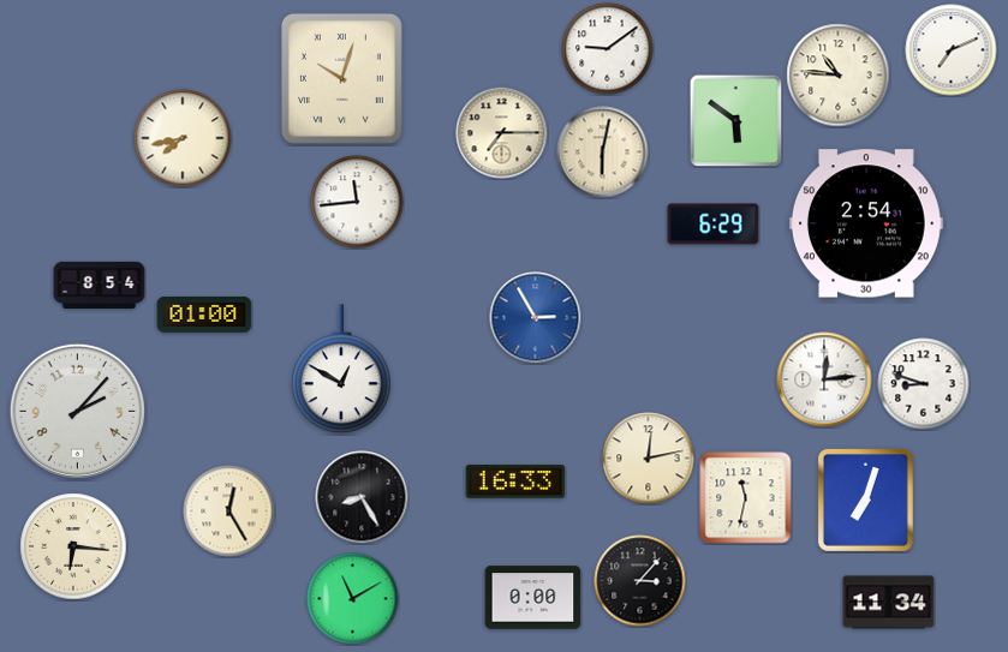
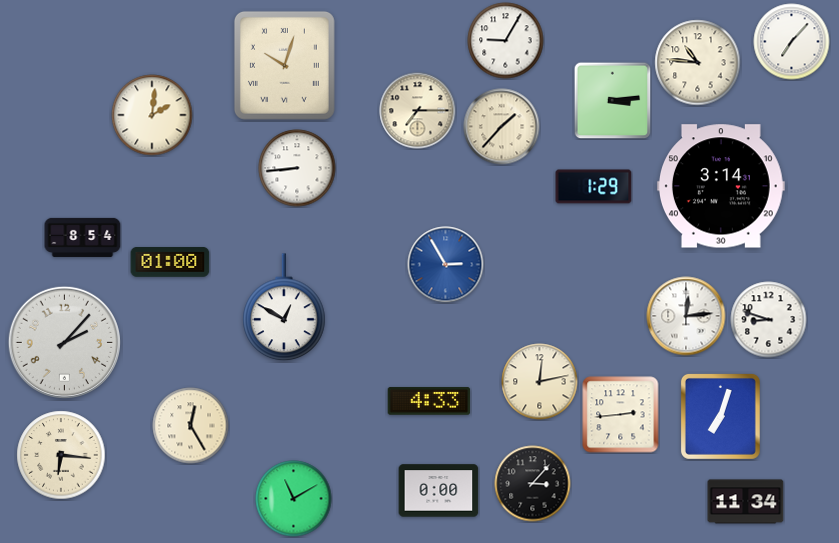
clock at (608, 49): 9:09 -> 9:05
clock at (952, 50): 7:11 -> 7:07
clock at (735, 120): 5:51 -> 3:14
clock at (183, 138): 7:43 -> 2:01
clock at (603, 152): 6:02 -> 1:37
clock at (357, 202): 11:44 -> 8:44
clock at (866, 223): 2:54 -> 3:14
clock at (714, 225): 6:29 -> 1:29
clock at (515, 481): 16:33 -> 4:33
clock at (362, 497): 8:25 -> none
clock at (746, 498): 11:32 -> 2:44
clock at (533, 598) position: (533, 598) -> (439, 491)
clock at (889, 603) position: (889, 603) -> (746, 502)
